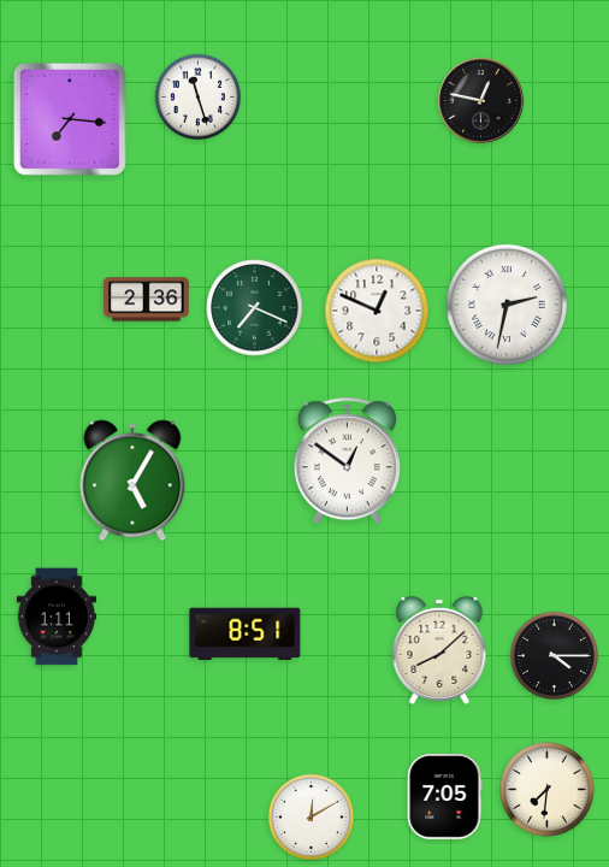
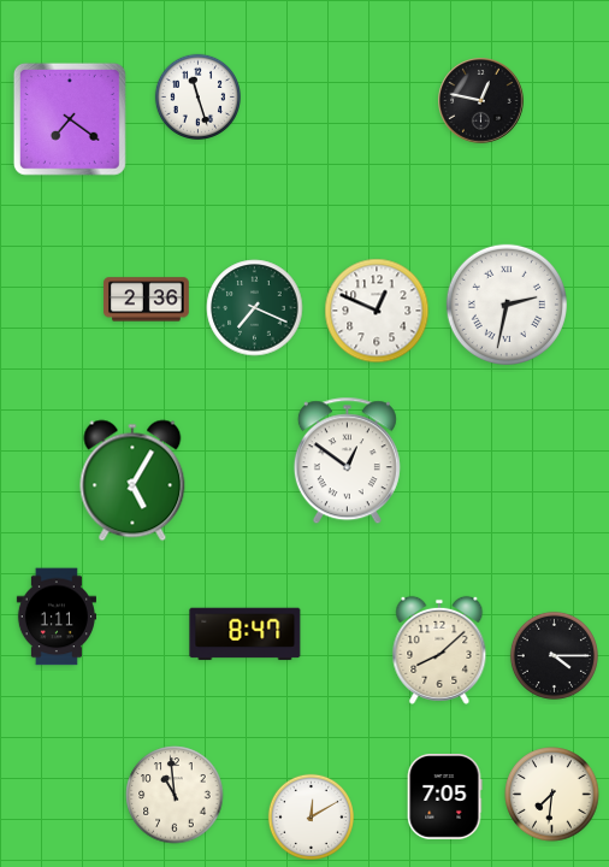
clock at (70, 119): 7:16 -> 7:21
clock at (246, 635): 8:51 -> 8:47
clock at (548, 790) position: (548, 790) -> (552, 795)
clock at (175, 795): none -> 10:59
